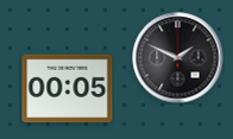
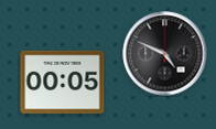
clock at (178, 58): 1:49 -> 4:49
